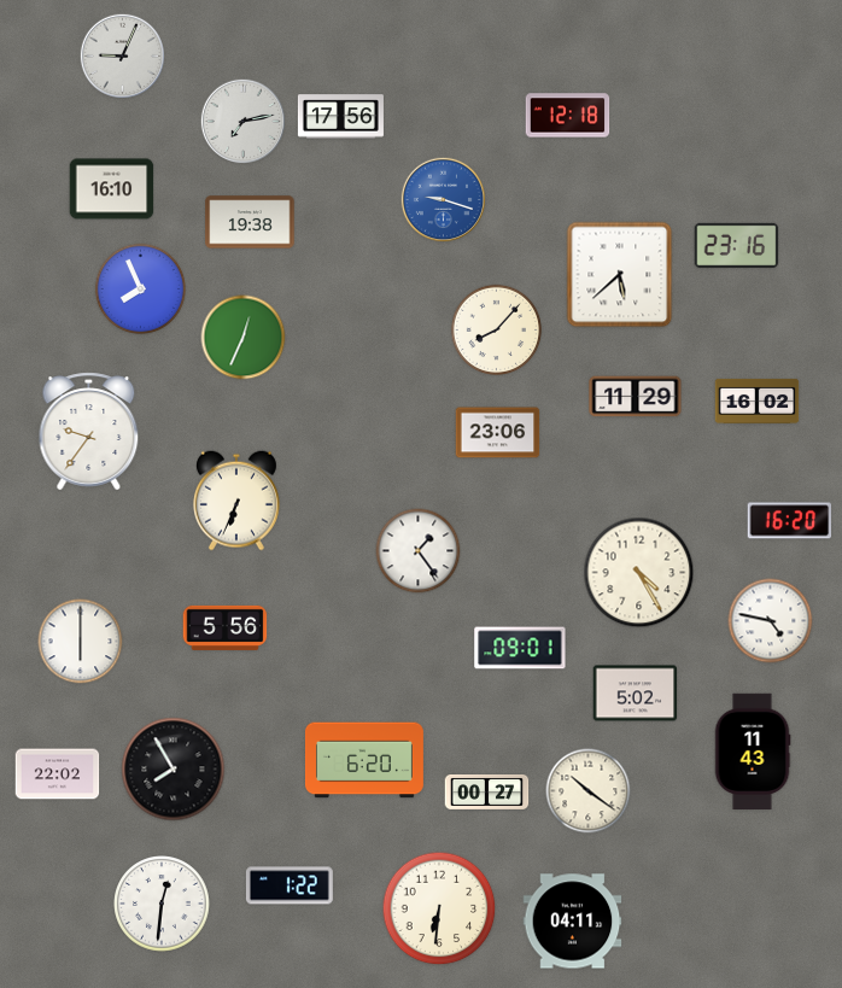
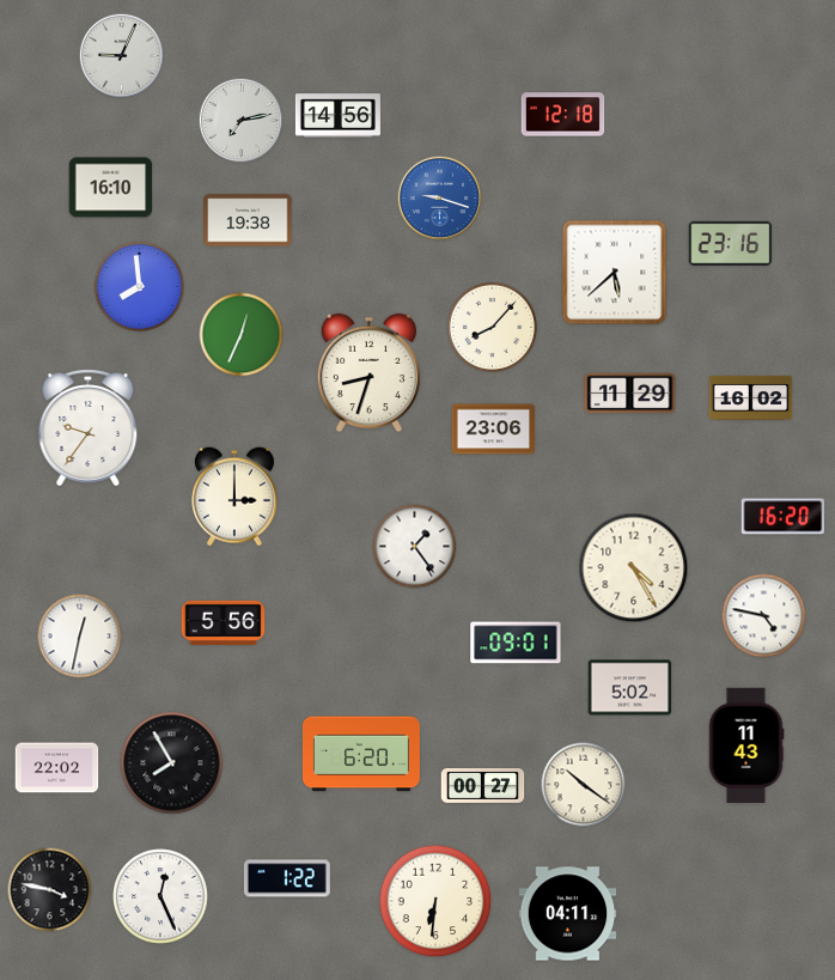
clock at (340, 117): 17:56 -> 14:56
clock at (140, 288): 7:56 -> 7:59
clock at (368, 373): none -> 8:33
clock at (236, 501): 6:34 -> 3:00
clock at (81, 642): 6:00 -> 12:32
clock at (50, 890): none -> 3:47
clock at (162, 904): 12:31 -> 12:26
